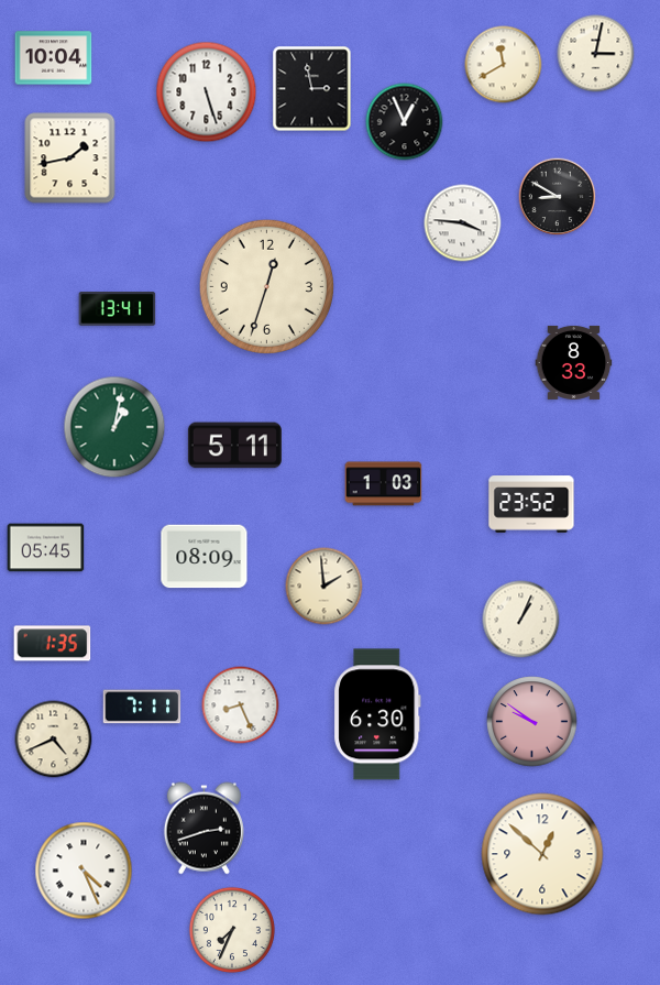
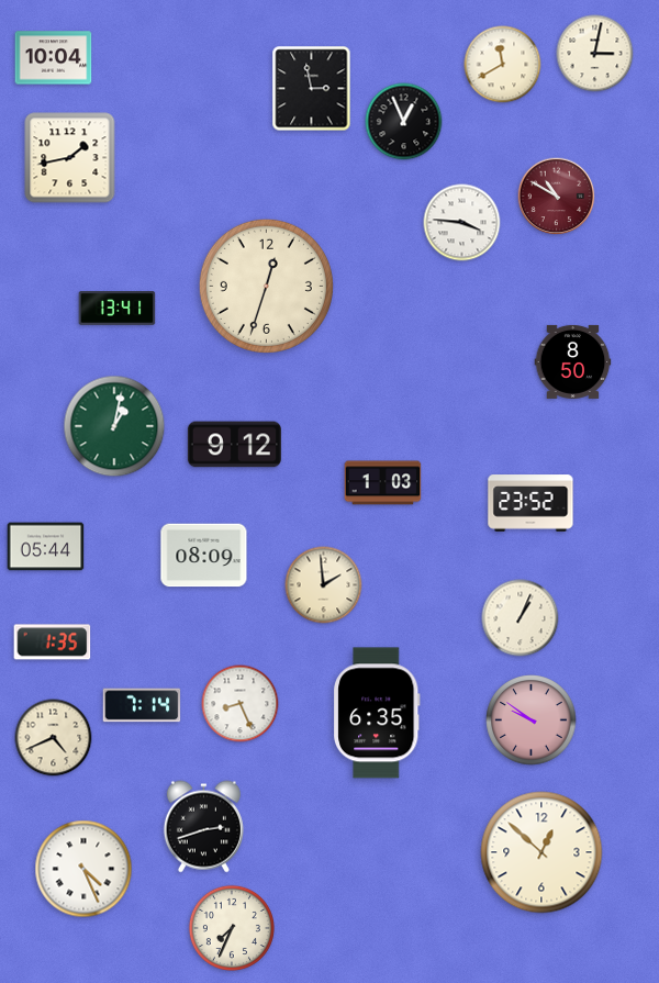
clock at (207, 92): 5:27 -> none
clock at (558, 197): 8:50 -> 10:50
clock at (558, 197) dial: black -> burgundy
clock at (574, 362): 8:33 -> 8:50
clock at (234, 446): 5:11 -> 9:12
clock at (46, 548): 05:45 -> 05:44
clock at (142, 707): 7:11 -> 7:14
clock at (378, 714): 6:30 -> 6:35
